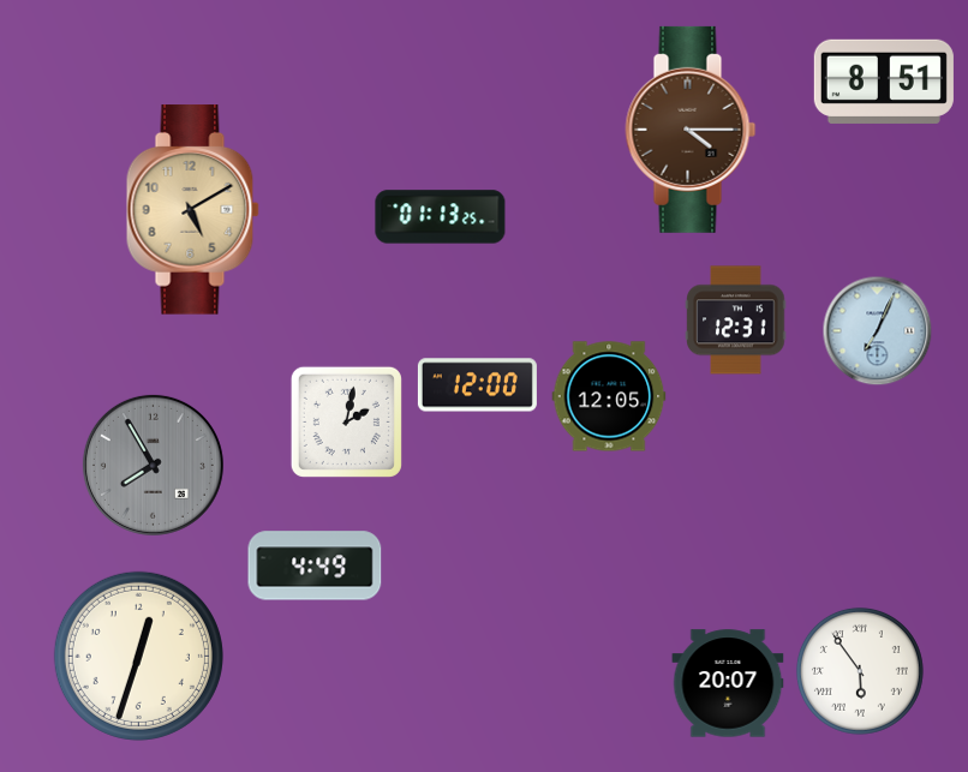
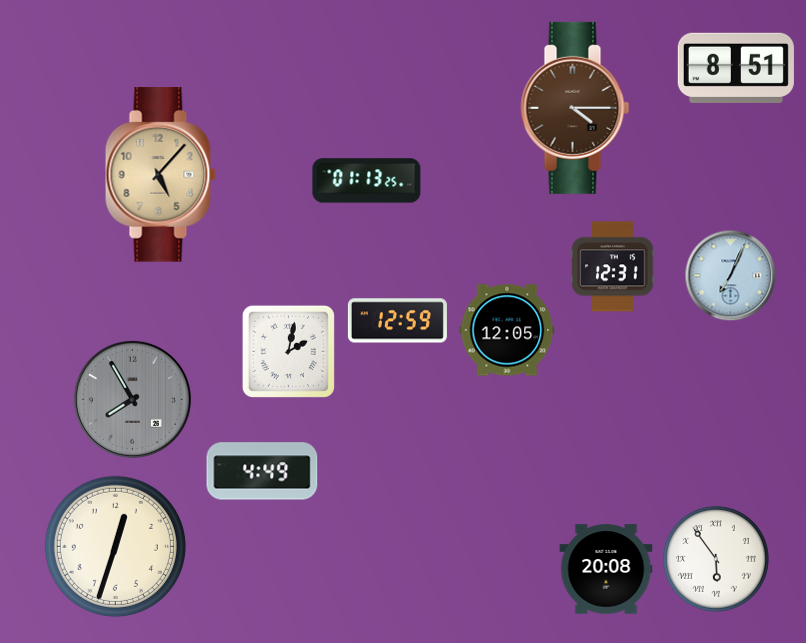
clock at (192, 210): 5:10 -> 5:07
clock at (477, 385): 12:00 -> 12:59
clock at (153, 465) position: (153, 465) -> (132, 399)
clock at (728, 683): 20:07 -> 20:08
